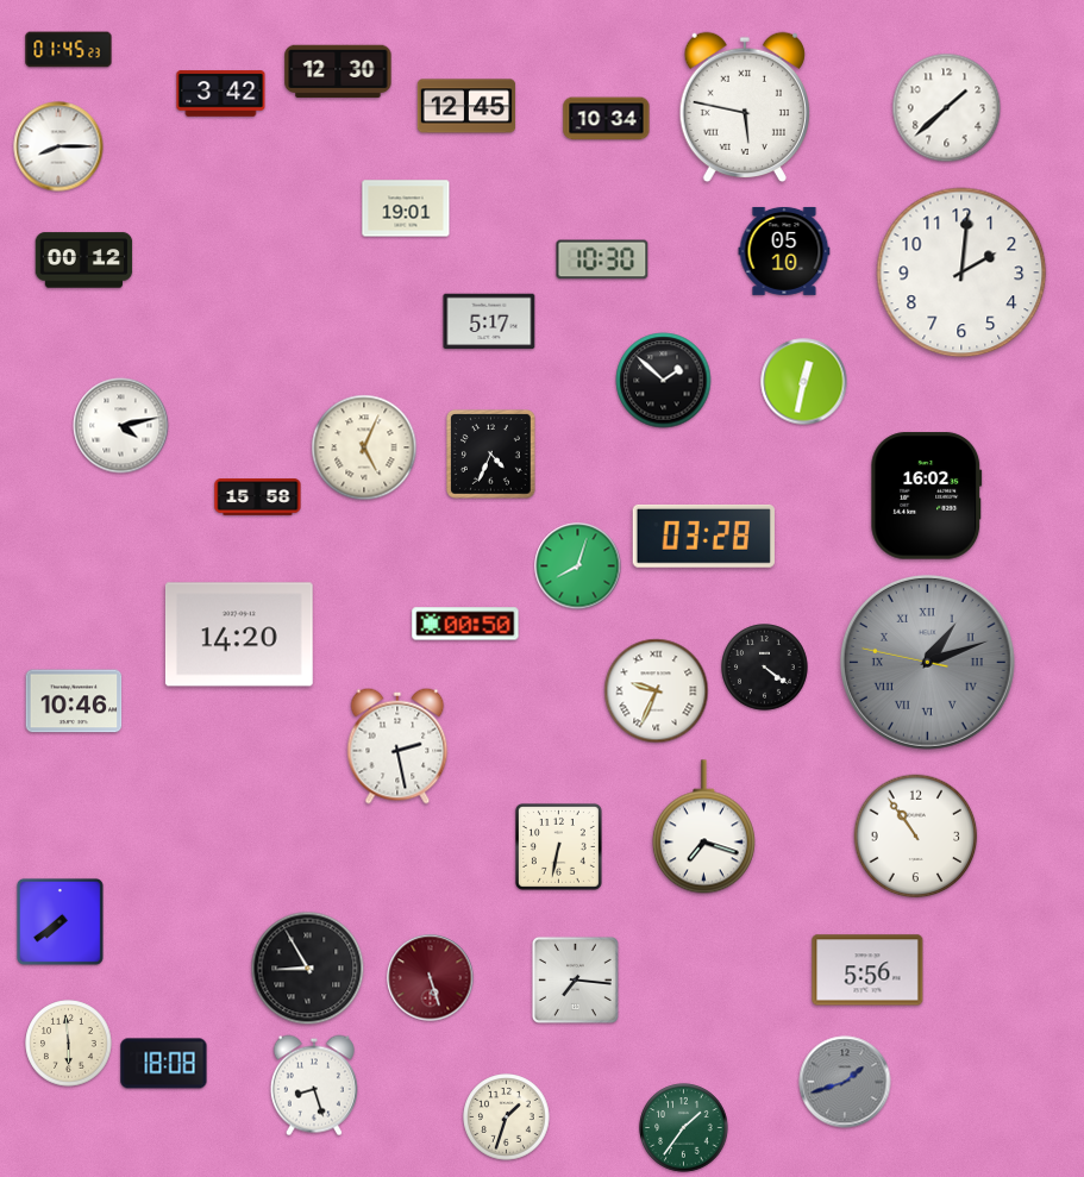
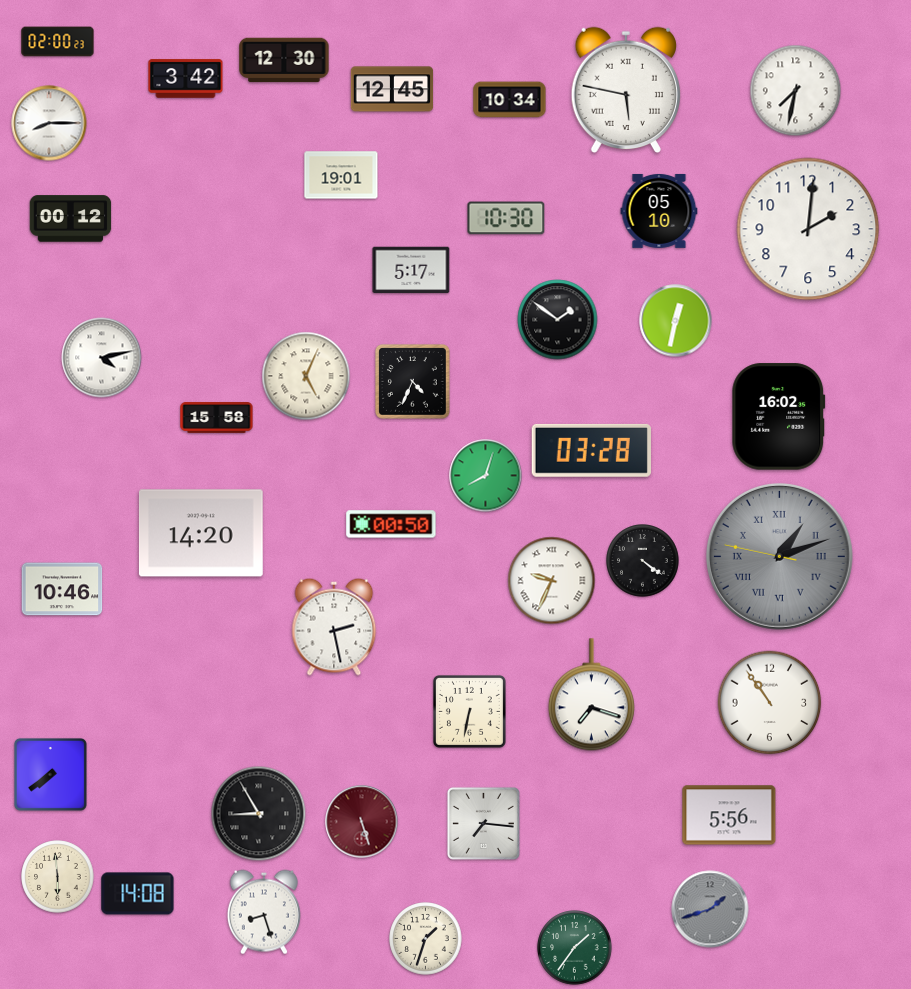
clock at (69, 50): 01:45 -> 02:00
clock at (947, 108): 1:38 -> 7:32
clock at (664, 381): 1:52 -> 1:51
clock at (164, 1064): 18:08 -> 14:08
